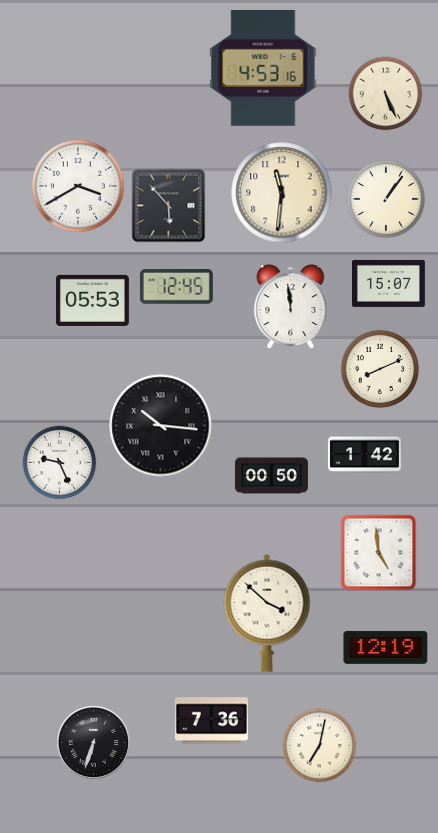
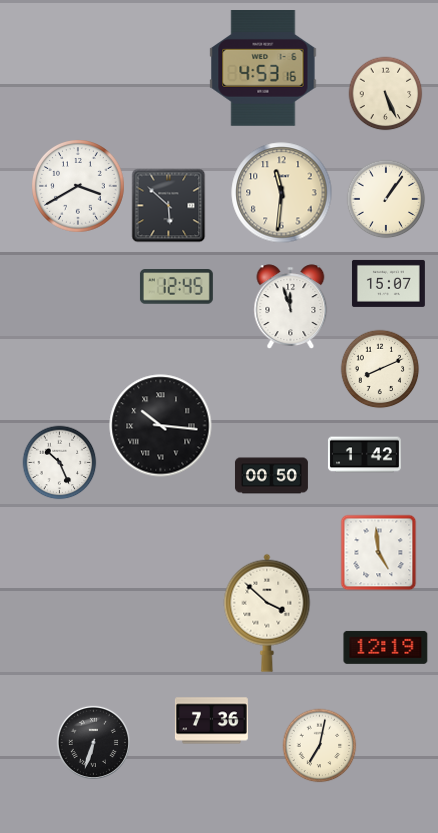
clock at (169, 206): 5:53 -> 5:52
clock at (92, 300): 05:53 -> none
clock at (291, 307): 11:59 -> 11:57
clock at (60, 463): 9:26 -> 10:26
